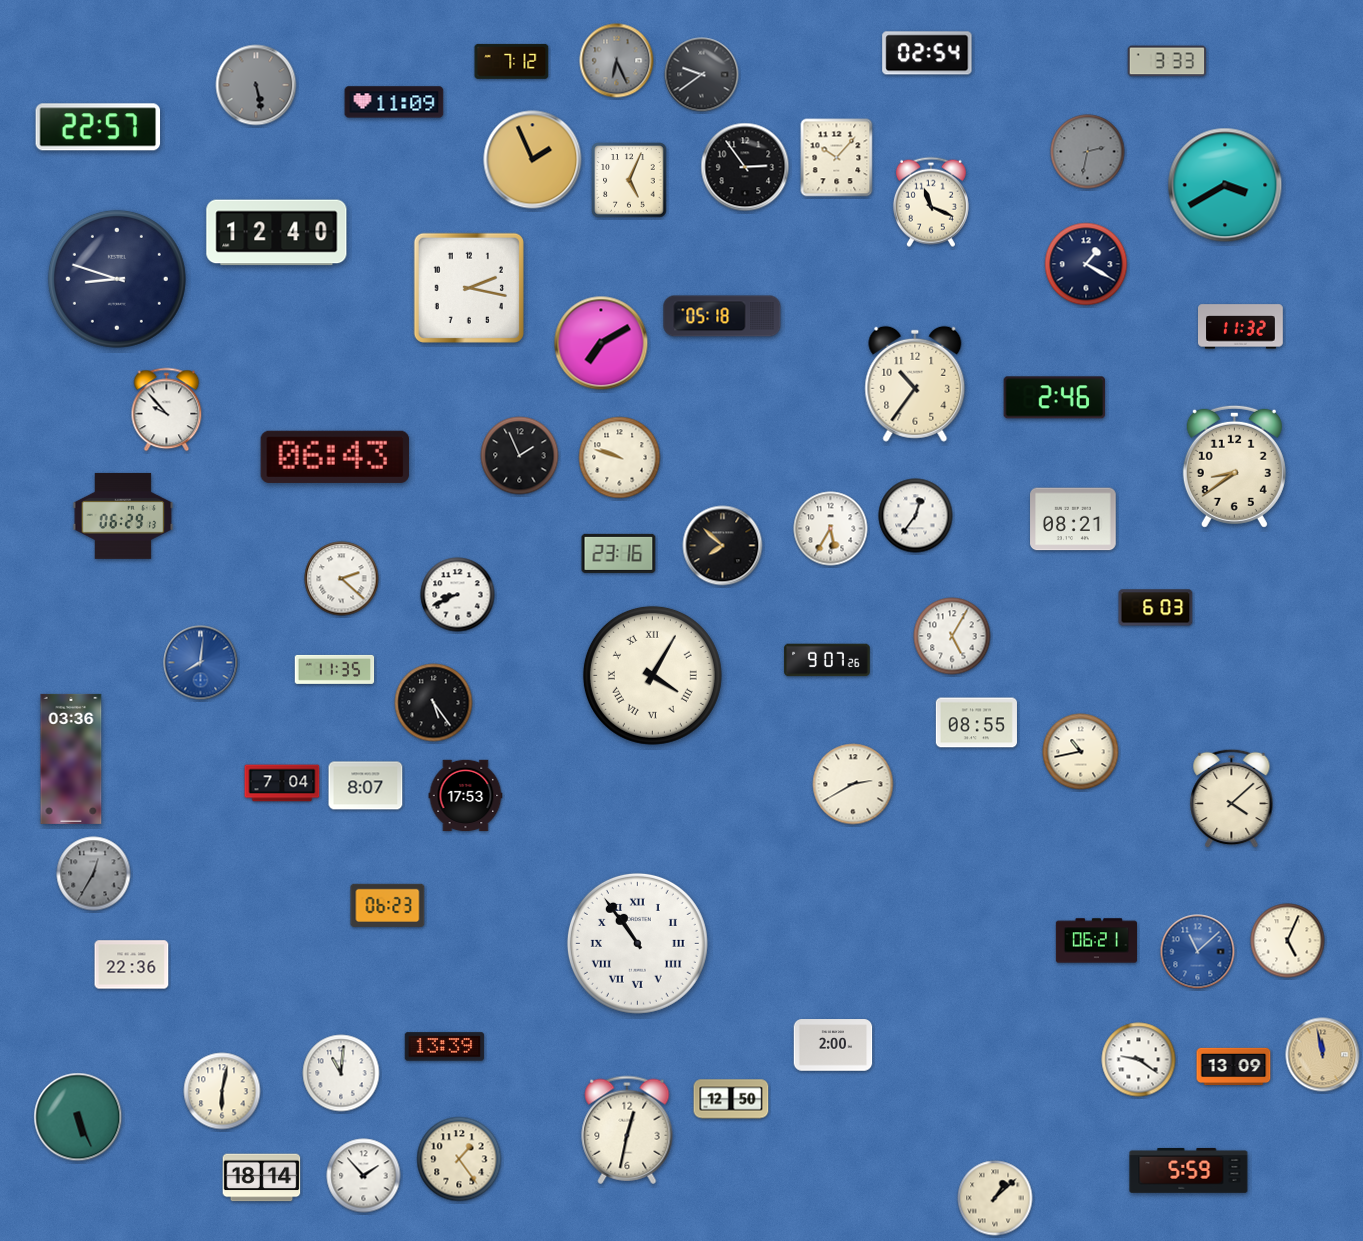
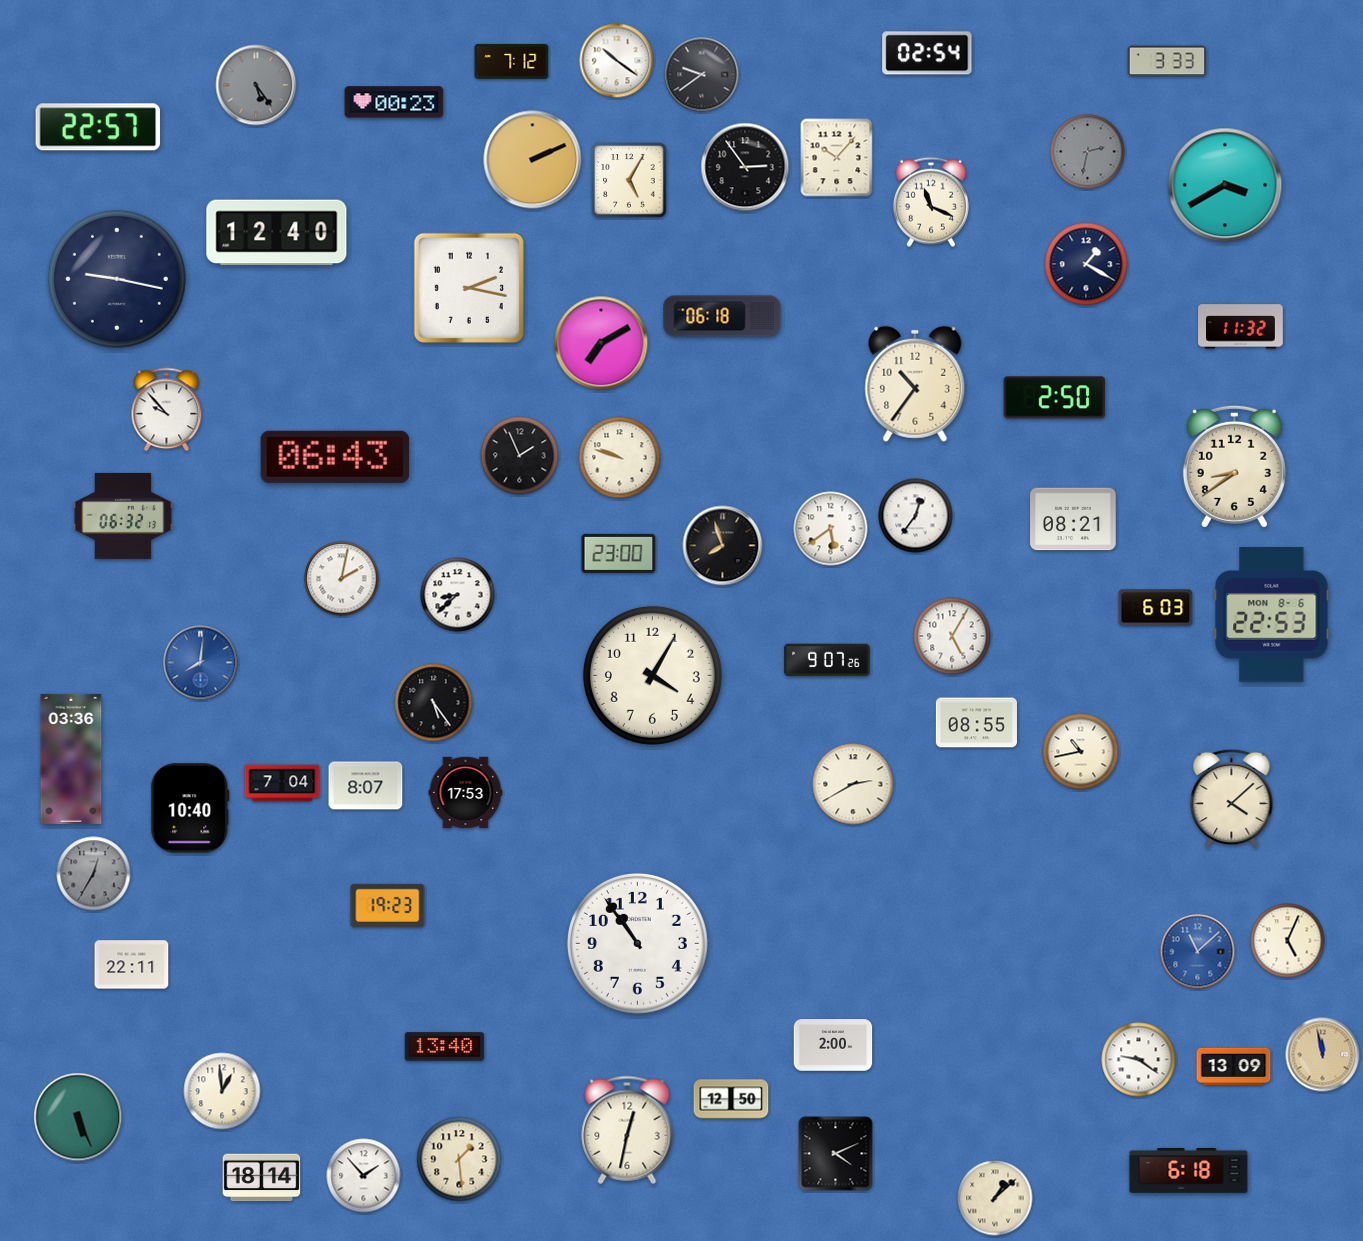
clock at (617, 61): 6:26 -> 10:21
clock at (617, 61) dial: grey -> white
clock at (256, 85): 5:28 -> 5:24
clock at (394, 102): 11:09 -> 00:23
clock at (533, 160): 1:56 -> 2:11
clock at (629, 180): 5:04 -> 5:05
clock at (117, 279): 8:48 -> 9:17
clock at (722, 316): 05:18 -> 06:18
clock at (1055, 398): 2:46 -> 2:50
clock at (123, 516): 06:29 -> 06:32
clock at (831, 529): 5:35 -> 5:39
clock at (723, 546): 7:52 -> 7:57
clock at (619, 553): 23:16 -> 23:00
clock at (342, 579): 2:22 -> 2:02
clock at (458, 595): 8:41 -> 8:38
clock at (1272, 615): none -> 22:53
clock at (335, 669): 11:35 -> none
clock at (652, 675) numerals: Roman -> Arabic
clock at (466, 796) position: (466, 796) -> (466, 793)
clock at (190, 808): none -> 10:40
clock at (388, 905): 06:23 -> 19:23
clock at (1096, 941): 06:21 -> none
clock at (637, 943) numerals: Roman -> Arabic
clock at (132, 965): 22:36 -> 22:11
clock at (445, 1047): 13:39 -> 13:40
clock at (341, 1073): 11:01 -> none
clock at (222, 1091): 6:02 -> 12:59
clock at (836, 1154): none -> 4:11
clock at (459, 1159): 1:24 -> 1:29
clock at (1189, 1170): 5:59 -> 6:18
